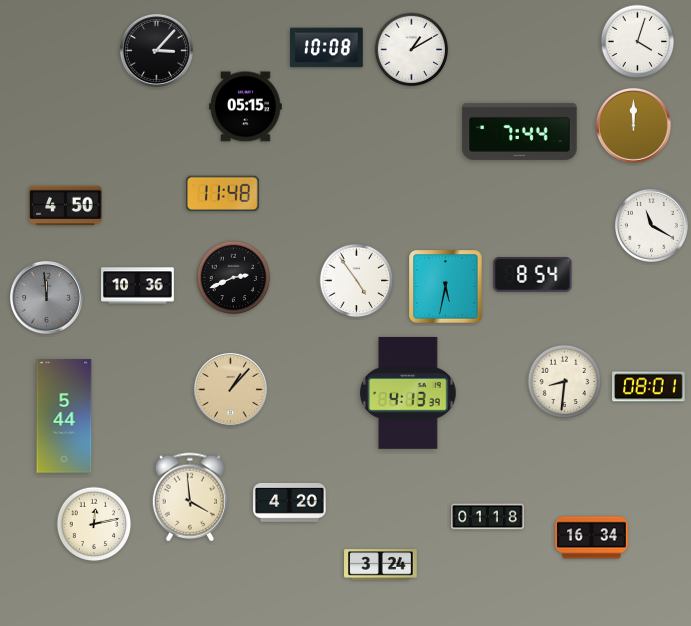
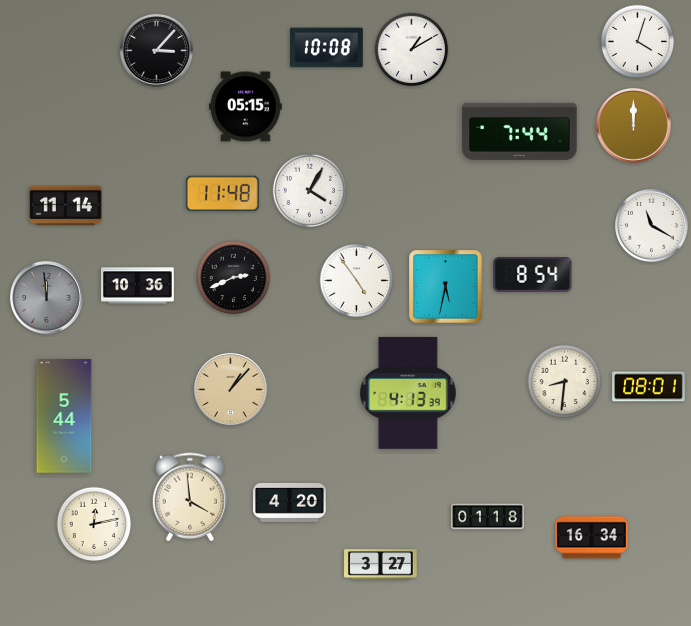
clock at (310, 191): none -> 4:05
clock at (66, 206): 4:50 -> 11:14
clock at (381, 565): 3:24 -> 3:27
